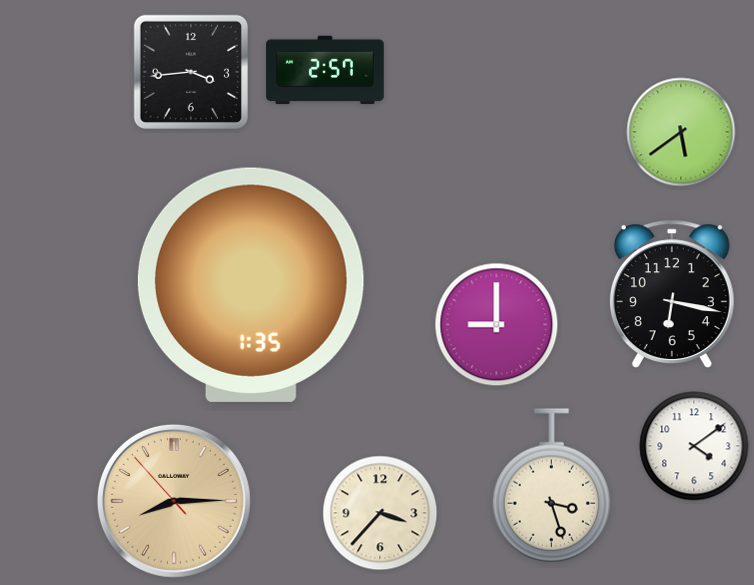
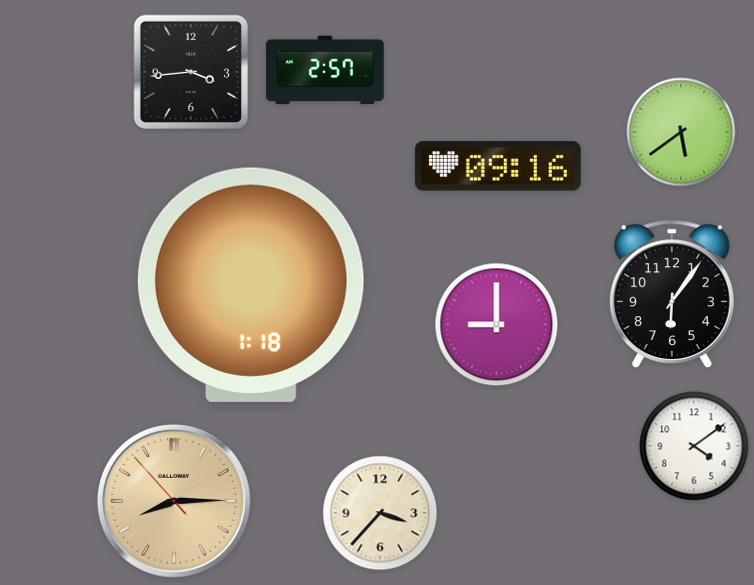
clock at (498, 166): none -> 09:16
clock at (251, 285): 1:35 -> 1:18
clock at (672, 293): 6:17 -> 6:06
clock at (551, 486): 3:27 -> none
